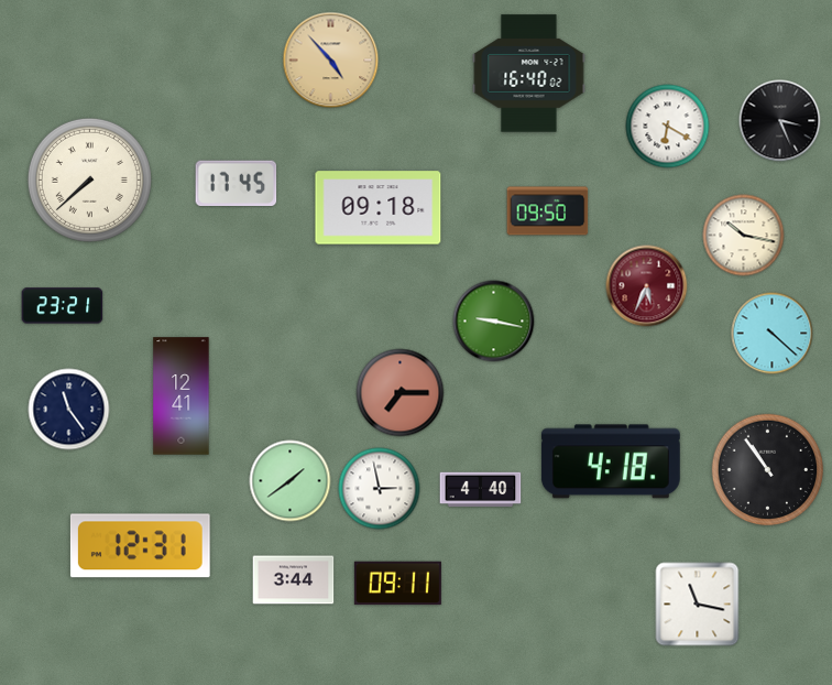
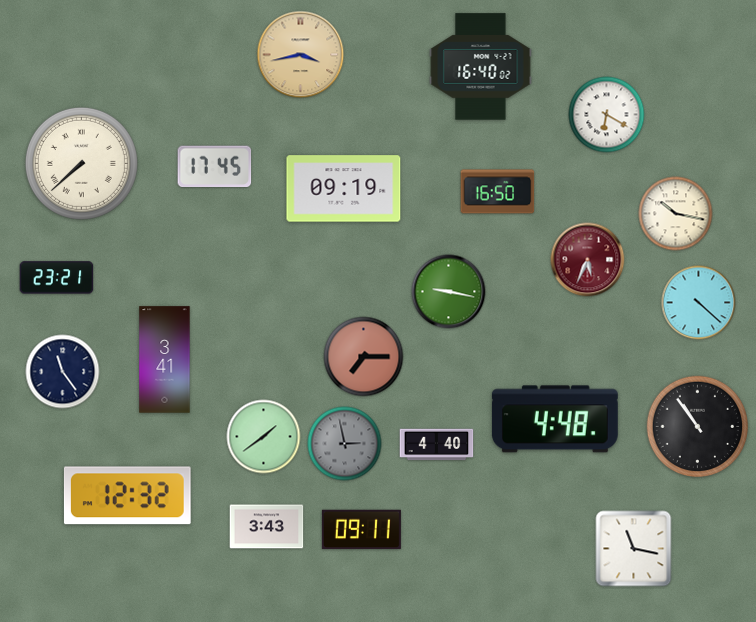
clock at (331, 61): 4:53 -> 3:43
clock at (780, 121): 3:26 -> none
clock at (379, 208): 09:18 -> 09:19
clock at (548, 211): 09:50 -> 16:50
clock at (773, 334) position: (773, 334) -> (699, 303)
clock at (182, 396): 12:41 -> 3:41
clock at (611, 461): 4:18 -> 4:48
clock at (380, 489) dial: white -> grey
clock at (140, 546): 12:31 -> 12:32
clock at (294, 580): 3:44 -> 3:43
